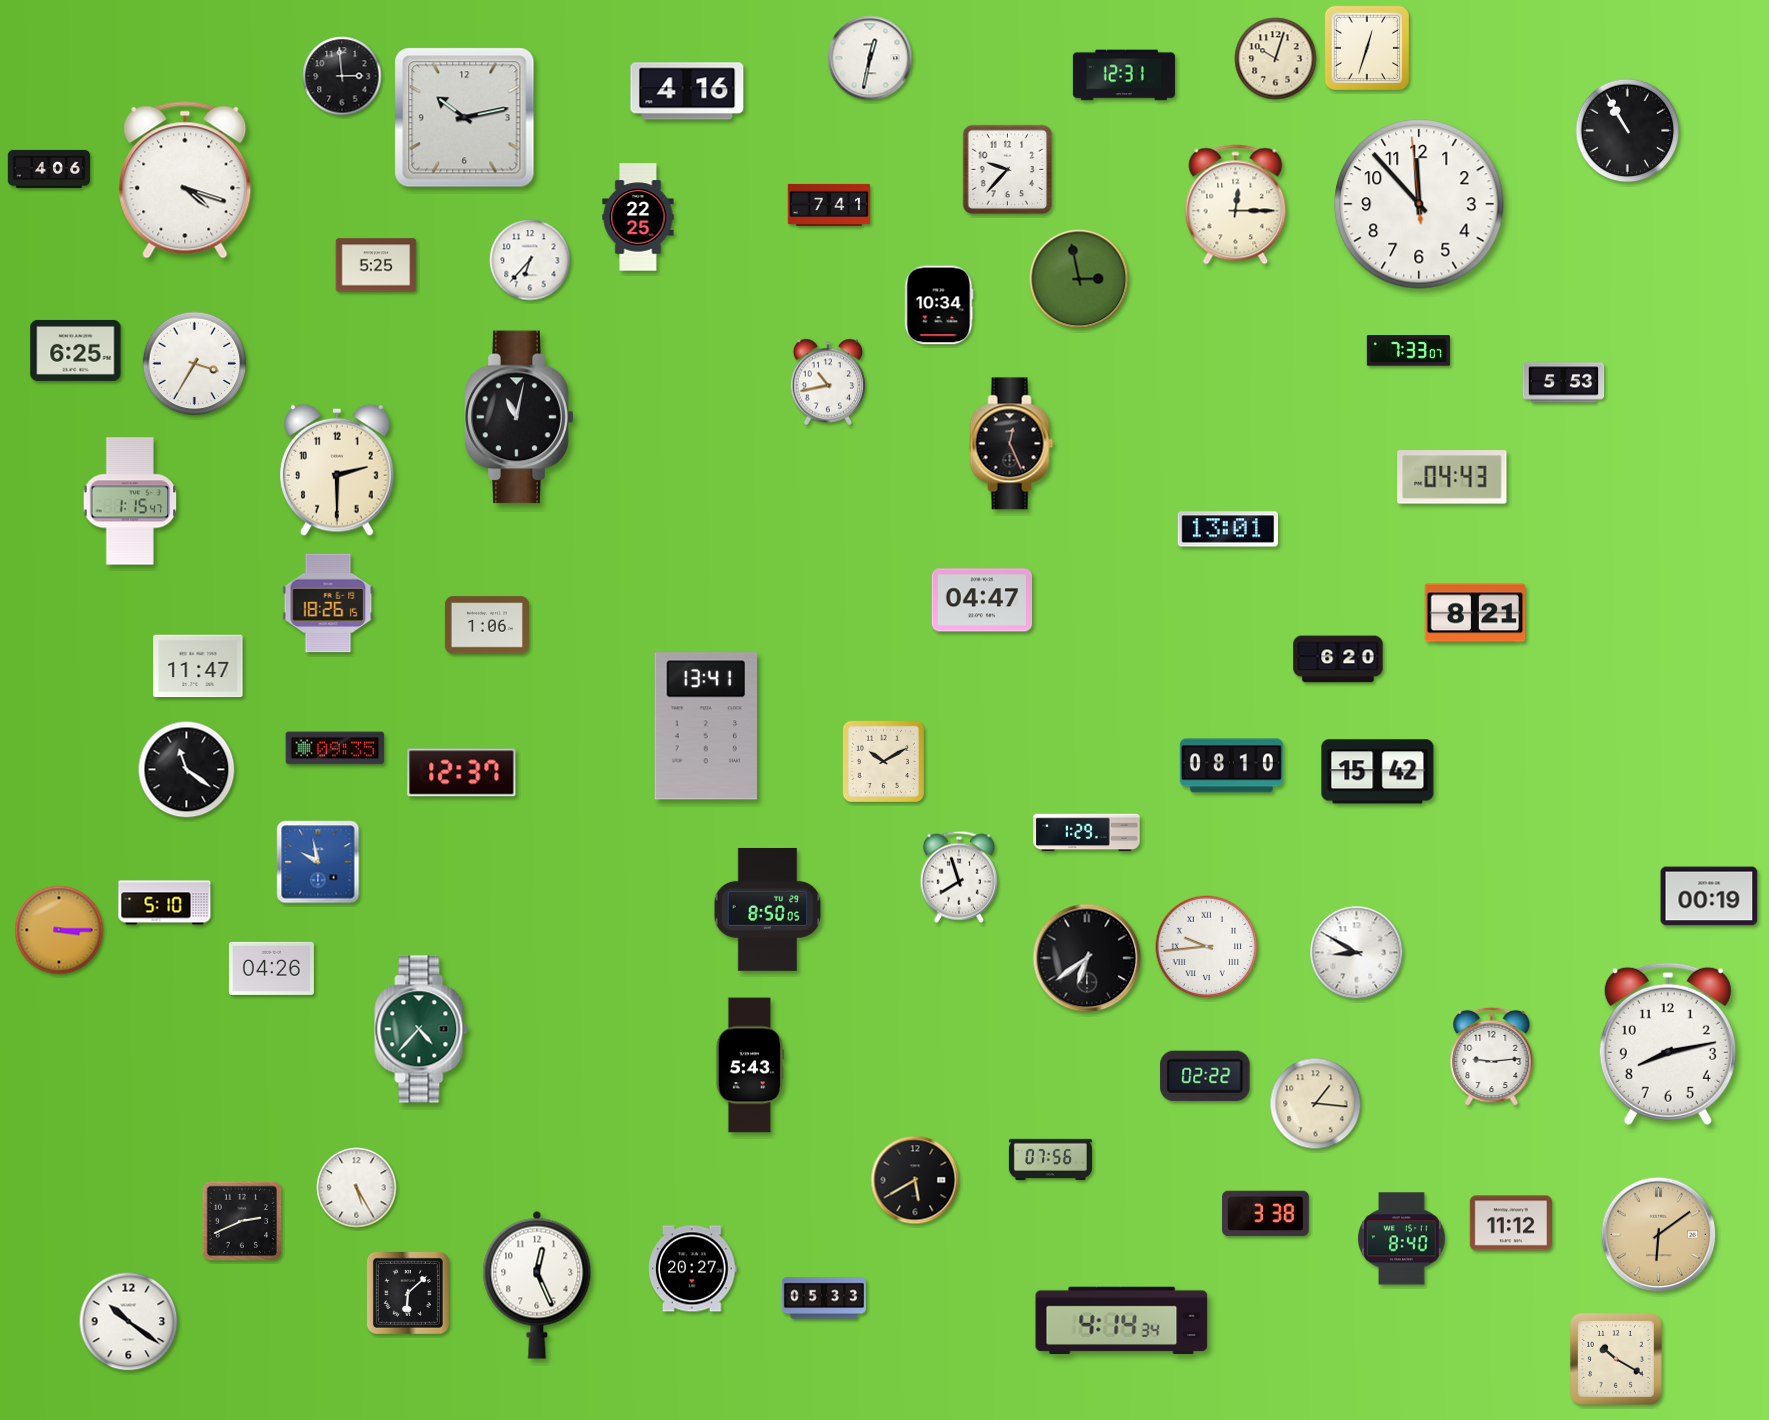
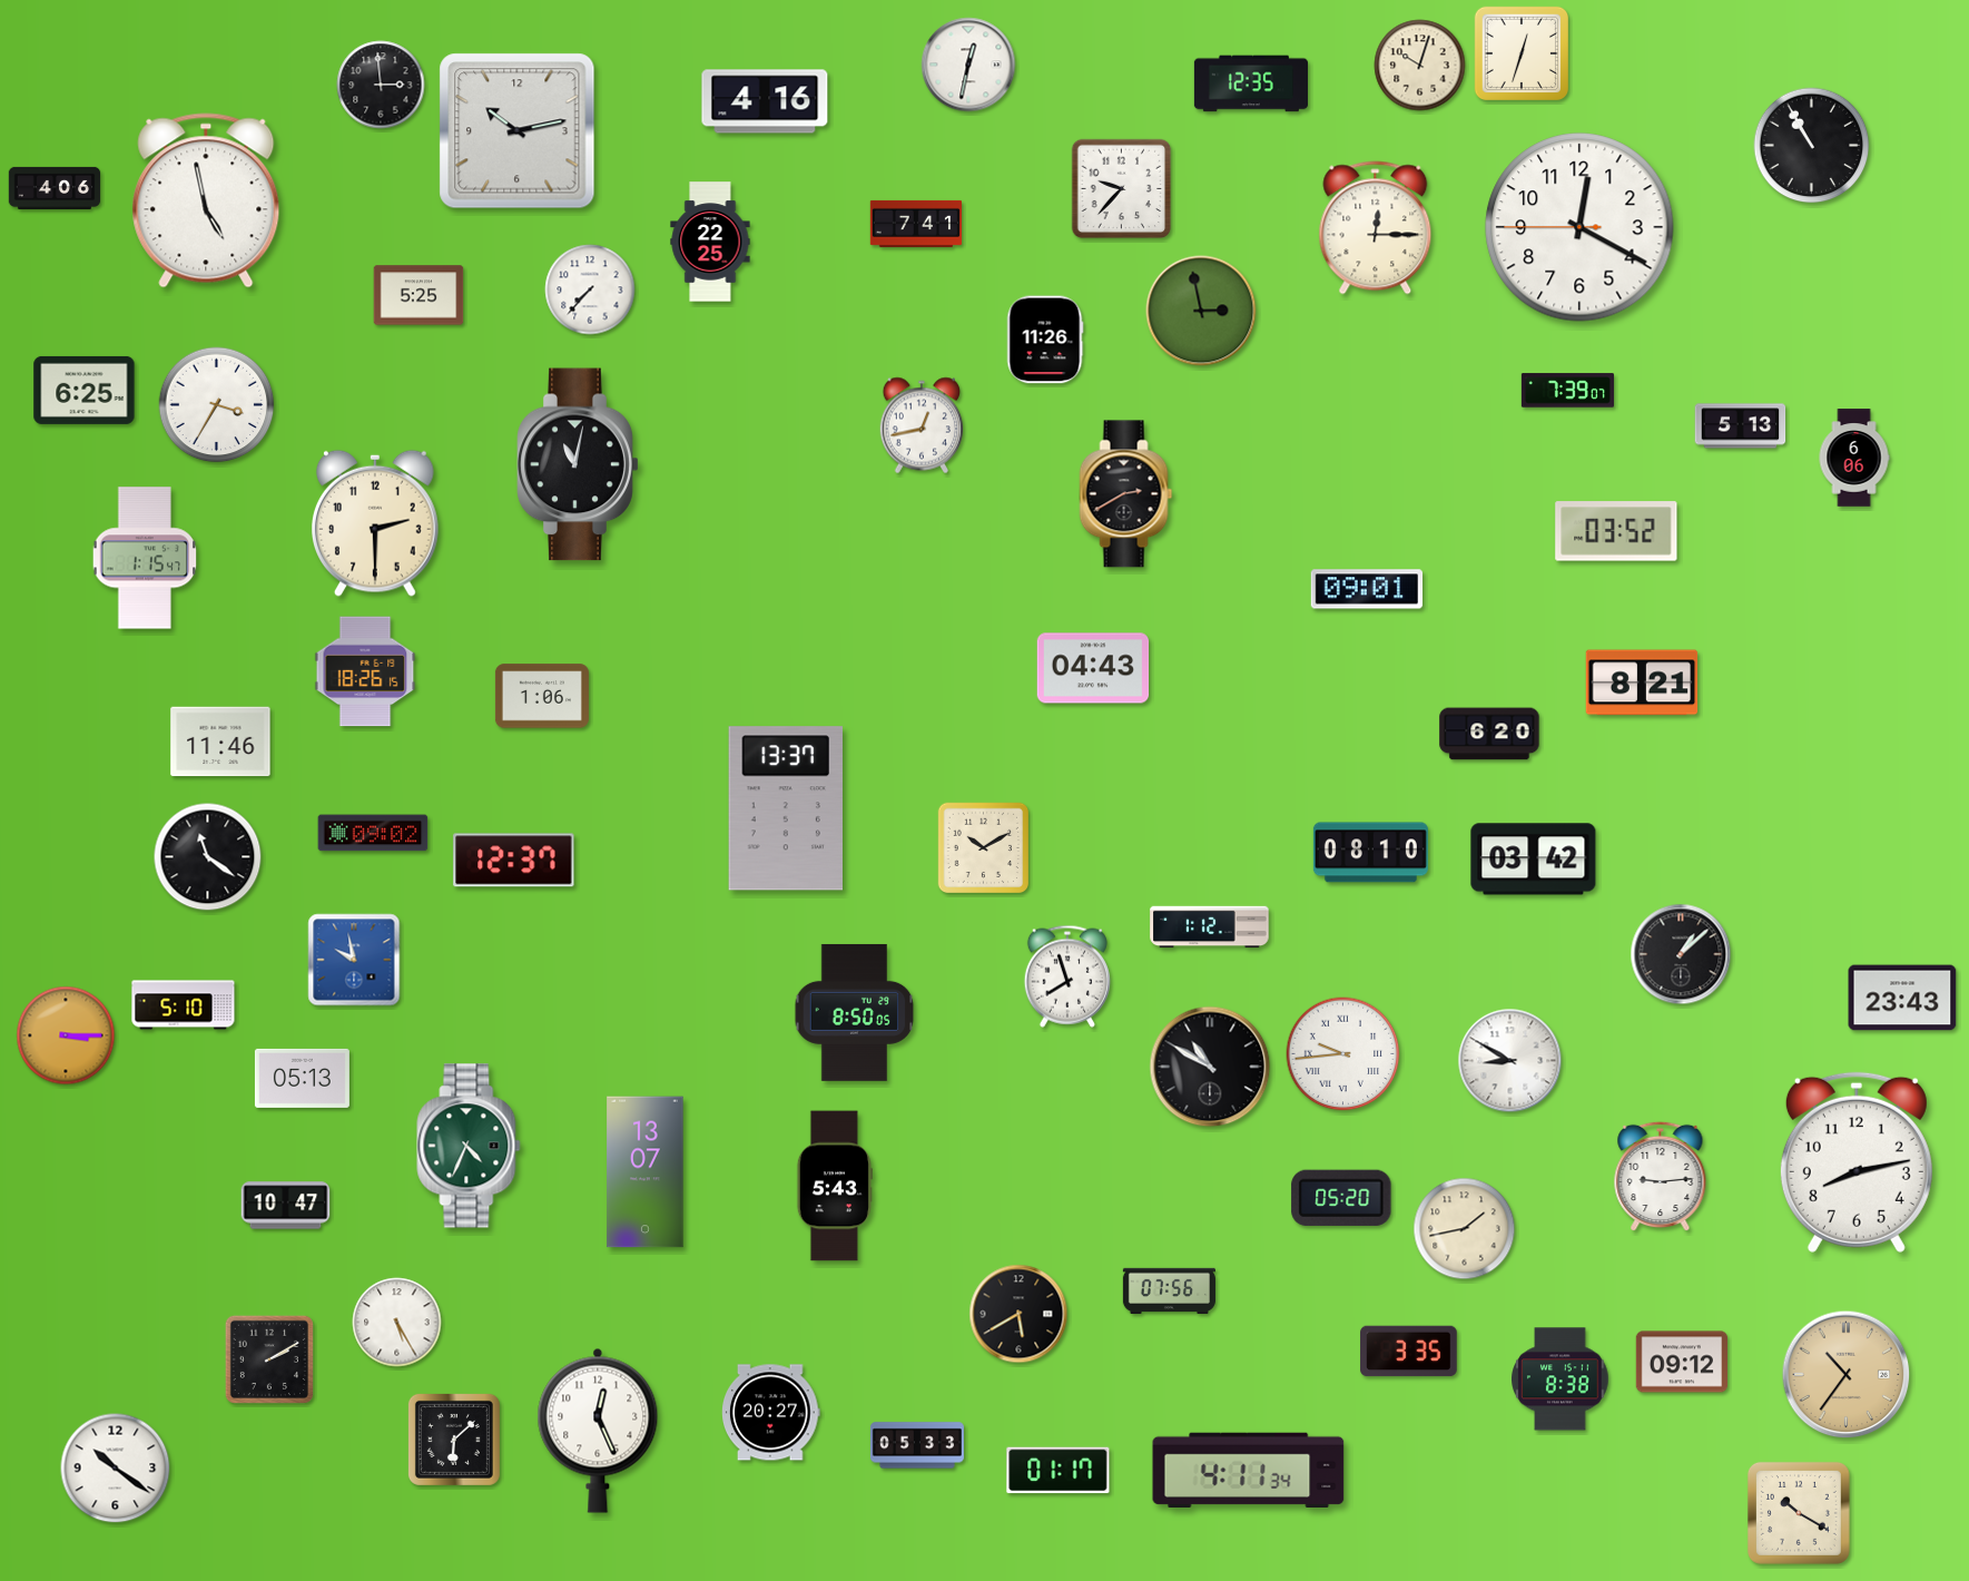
clock at (1124, 75): 12:31 -> 12:35
clock at (185, 180): 4:18 -> 4:58
clock at (1419, 204): 11:52 -> 12:19
clock at (829, 205) position: (829, 205) -> (916, 224)
clock at (530, 260): 6:37 -> 7:37
clock at (939, 305): 10:34 -> 11:26
clock at (1408, 351): 7:33 -> 7:39
clock at (828, 382): 10:43 -> 12:43
clock at (1564, 383): 5:53 -> 5:13
clock at (1854, 458): none -> 6:06
clock at (1012, 444): 12:26 -> 2:40
clock at (1452, 477): 04:43 -> 03:52
clock at (1228, 529): 13:01 -> 09:01
clock at (982, 600): 04:47 -> 04:43
clock at (198, 666): 11:47 -> 11:46
clock at (705, 726): 13:41 -> 13:37
clock at (335, 748): 09:35 -> 09:02
clock at (1378, 772): 15:42 -> 03:42
clock at (1087, 833): 1:29 -> 1:12
clock at (1681, 954): none -> 1:08
clock at (1709, 896): 00:19 -> 23:43
clock at (1087, 958): 6:39 -> 10:50
clock at (271, 968): 04:26 -> 05:13
clock at (421, 1029): 4:37 -> 4:34
clock at (646, 1172): none -> 13:07
clock at (1205, 1076): 02:22 -> 05:20
clock at (286, 1206): none -> 10:47
clock at (1316, 1104): 1:16 -> 1:43
clock at (1266, 1214): 3:38 -> 3:35
clock at (241, 1220): 2:41 -> 2:10
clock at (1511, 1223): 11:12 -> 09:12
clock at (1659, 1235): 6:09 -> 10:36
clock at (1402, 1239): 8:40 -> 8:38
clock at (1122, 1320): 4:14 -> 4:11
clock at (1059, 1471): none -> 01:17
clock at (129, 1322) position: (129, 1322) -> (116, 1469)
